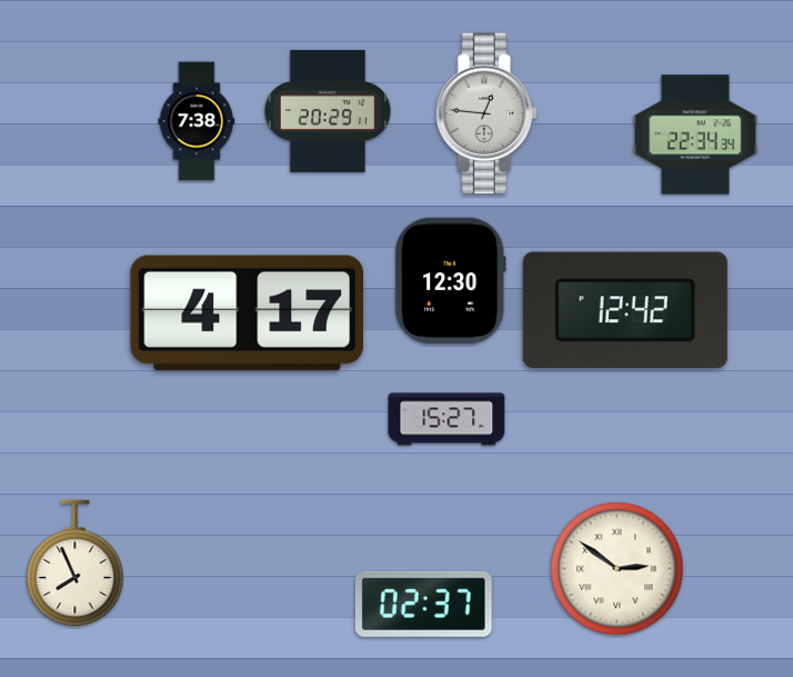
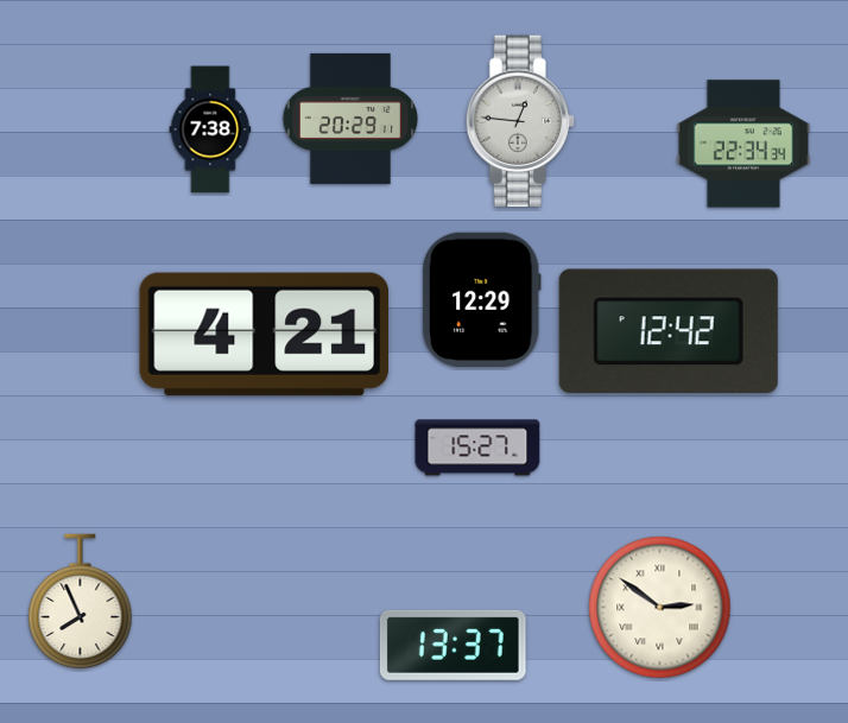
clock at (450, 280): 12:30 -> 12:29
clock at (247, 312): 4:17 -> 4:21
clock at (423, 604): 02:37 -> 13:37
